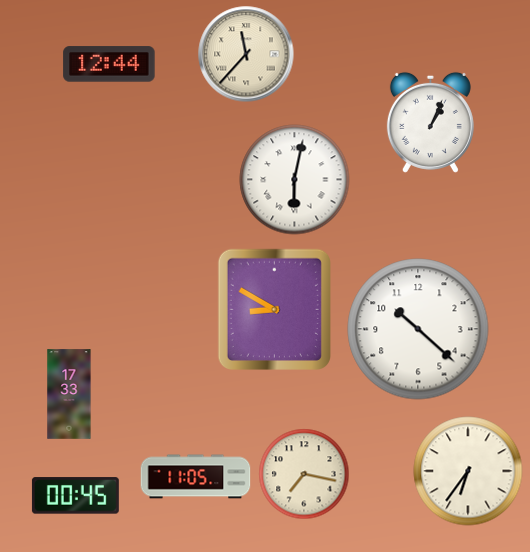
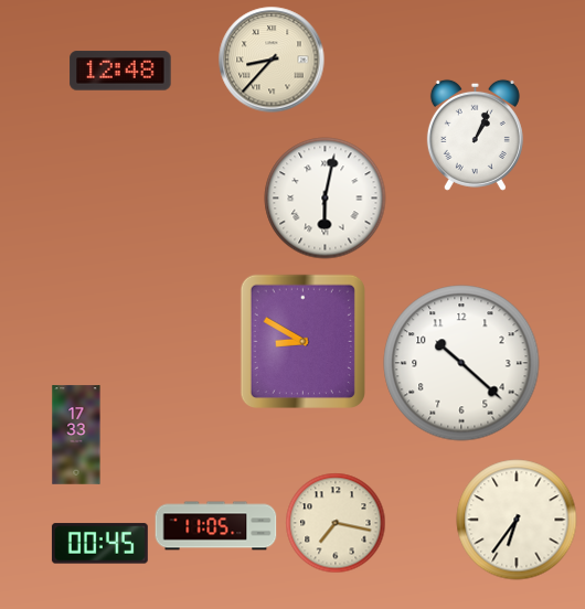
clock at (246, 54): 11:37 -> 8:37
clock at (109, 64): 12:44 -> 12:48
clock at (75, 496) position: (75, 496) -> (99, 544)
